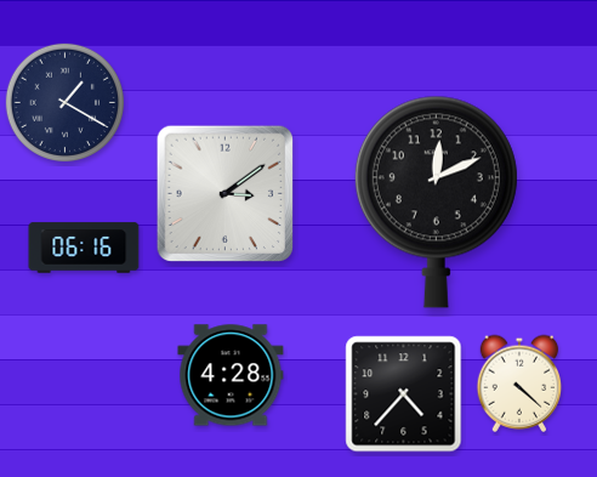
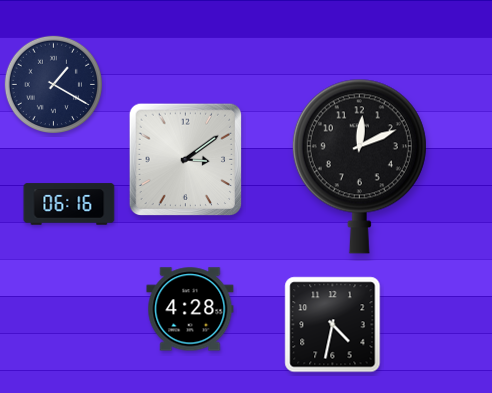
clock at (519, 384): 4:22 -> none
clock at (404, 394): 4:37 -> 4:32
